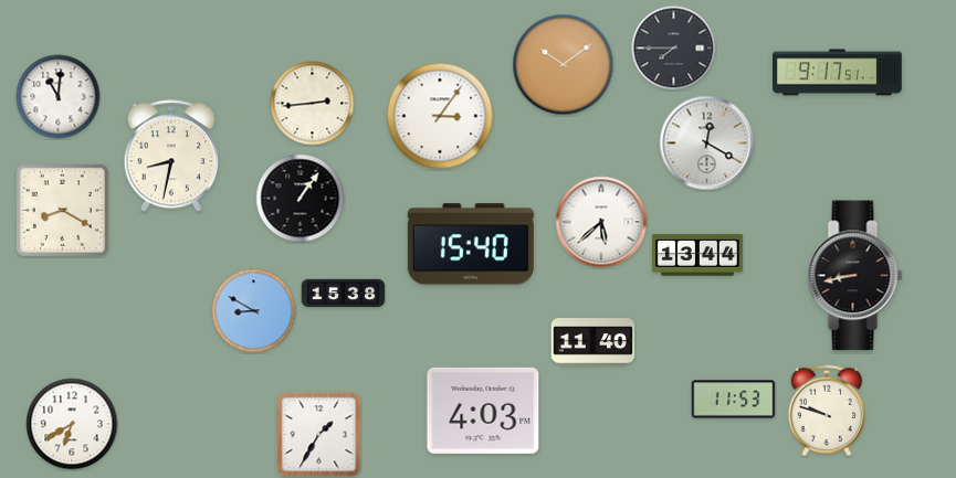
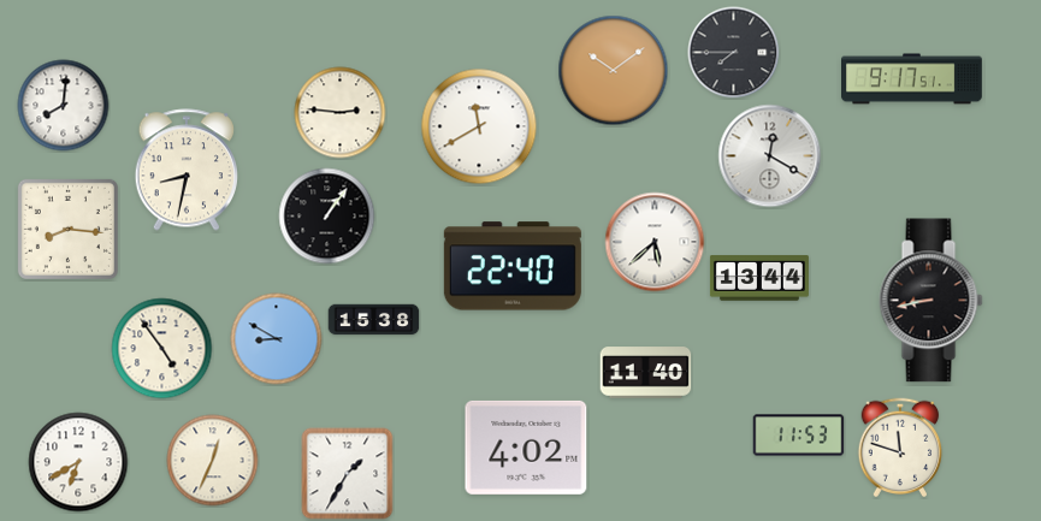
clock at (59, 97): 11:01 -> 8:01
clock at (313, 104): 2:44 -> 2:46
clock at (440, 116): 3:06 -> 11:40
clock at (62, 210): 8:20 -> 8:16
clock at (471, 244): 15:40 -> 22:40
clock at (162, 349): none -> 4:54
clock at (483, 411): 4:03 -> 4:02
clock at (827, 411): 9:48 -> 11:48
clock at (213, 461): none -> 12:34
